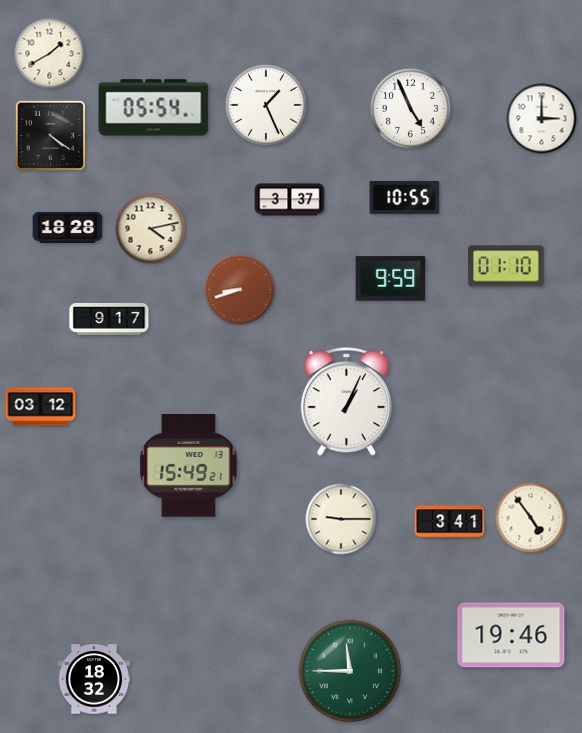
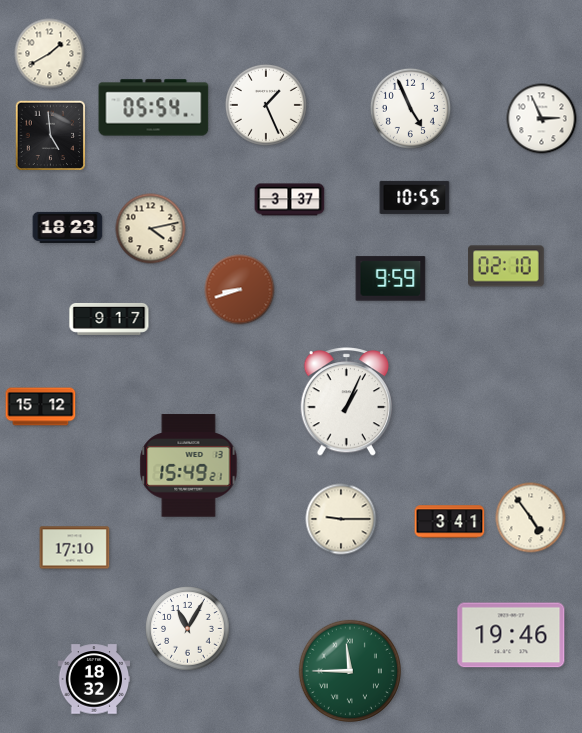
clock at (542, 119): 3:00 -> 2:56
clock at (51, 136): 4:21 -> 4:59
clock at (405, 197) position: (405, 197) -> (415, 197)
clock at (68, 227): 18:28 -> 18:23
clock at (506, 266): 01:10 -> 02:10
clock at (41, 407): 03:12 -> 15:12
clock at (75, 548): none -> 17:10
clock at (188, 629): none -> 11:05
